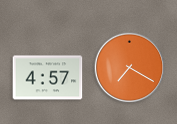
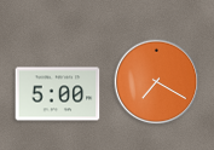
clock at (48, 78): 4:57 -> 5:00
